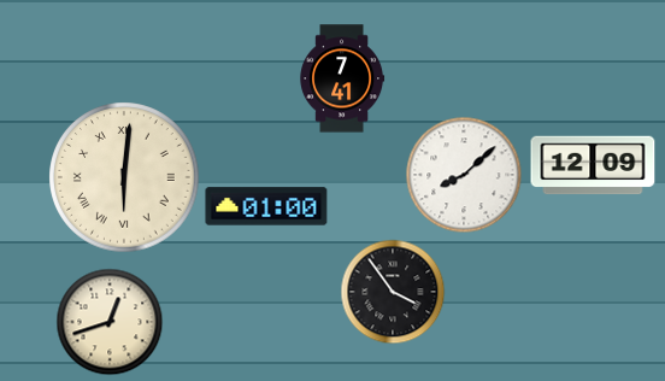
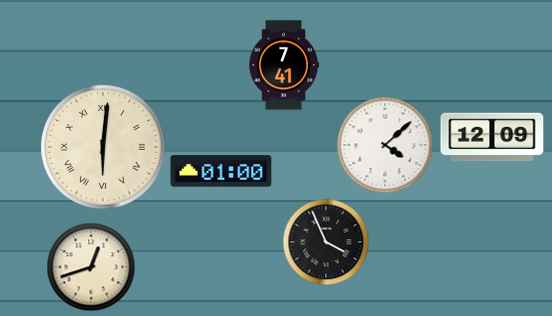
clock at (464, 175): 8:08 -> 4:08
clock at (393, 292): 3:54 -> 3:56
